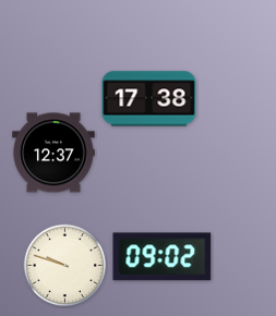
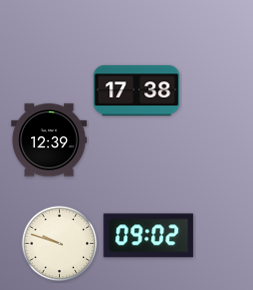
clock at (53, 153): 12:37 -> 12:39
